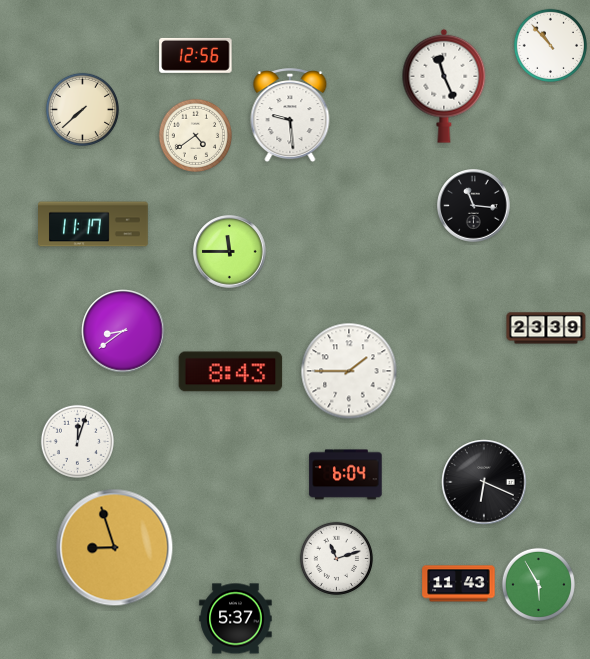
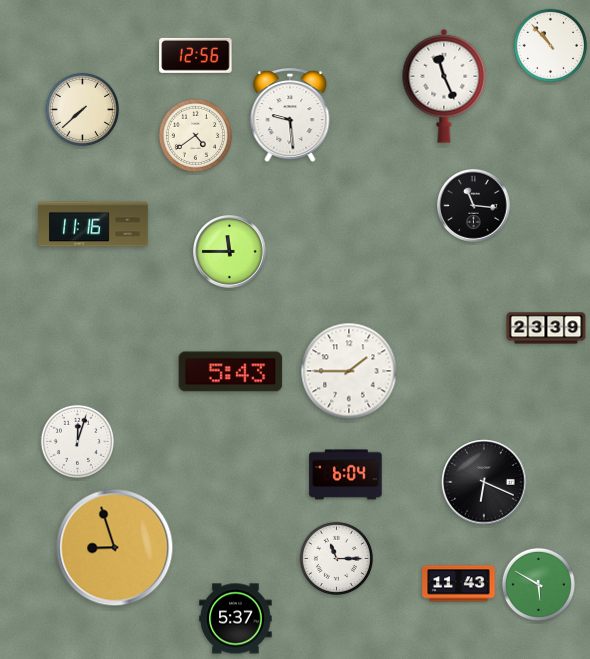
clock at (94, 224): 11:17 -> 11:16
clock at (123, 331): 8:39 -> none
clock at (231, 372): 8:43 -> 5:43
clock at (336, 558): 11:12 -> 11:15
clock at (538, 584): 5:55 -> 5:50
